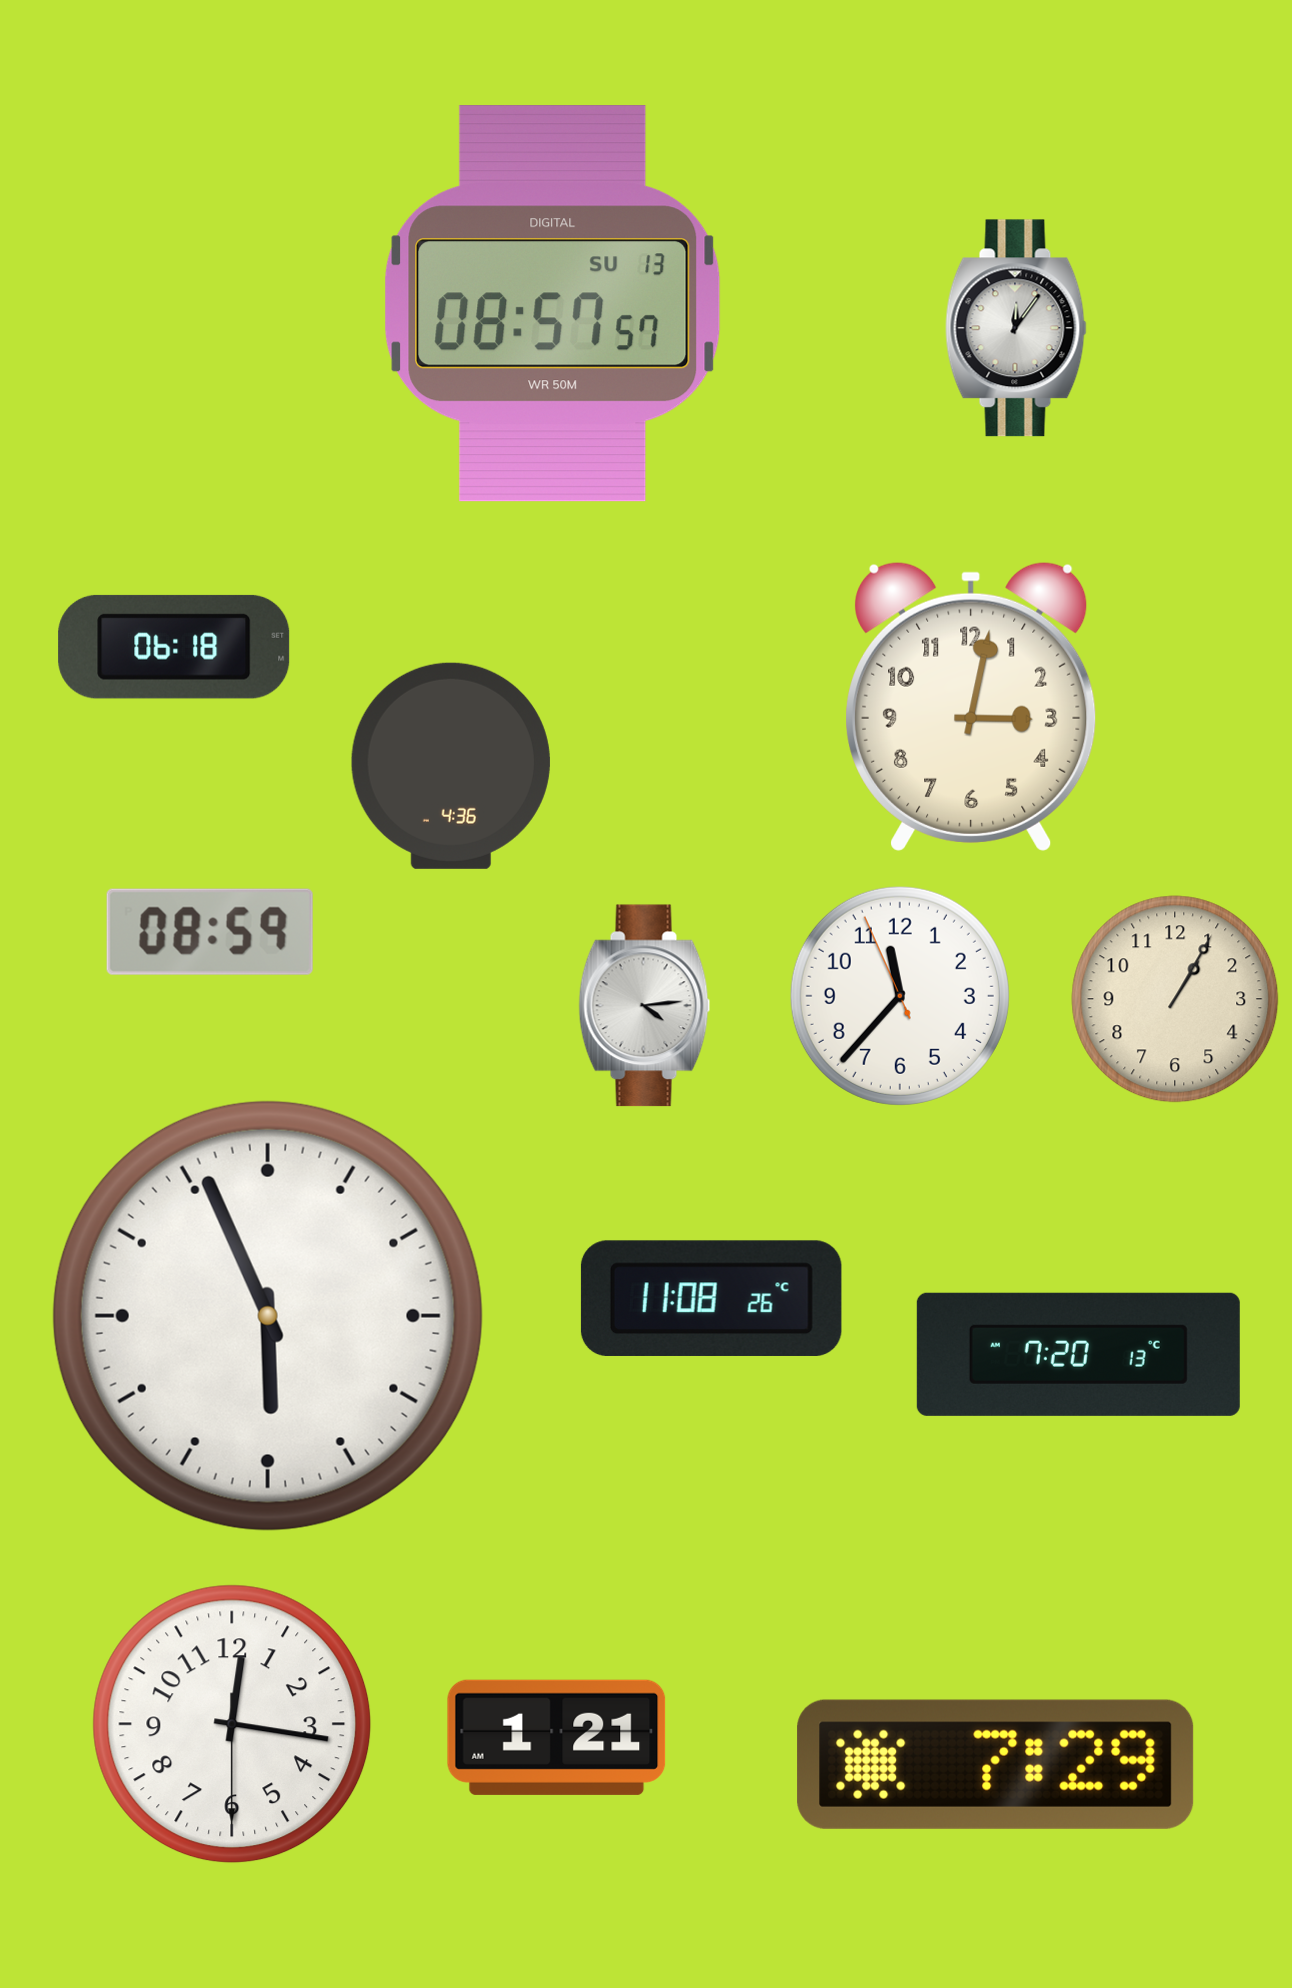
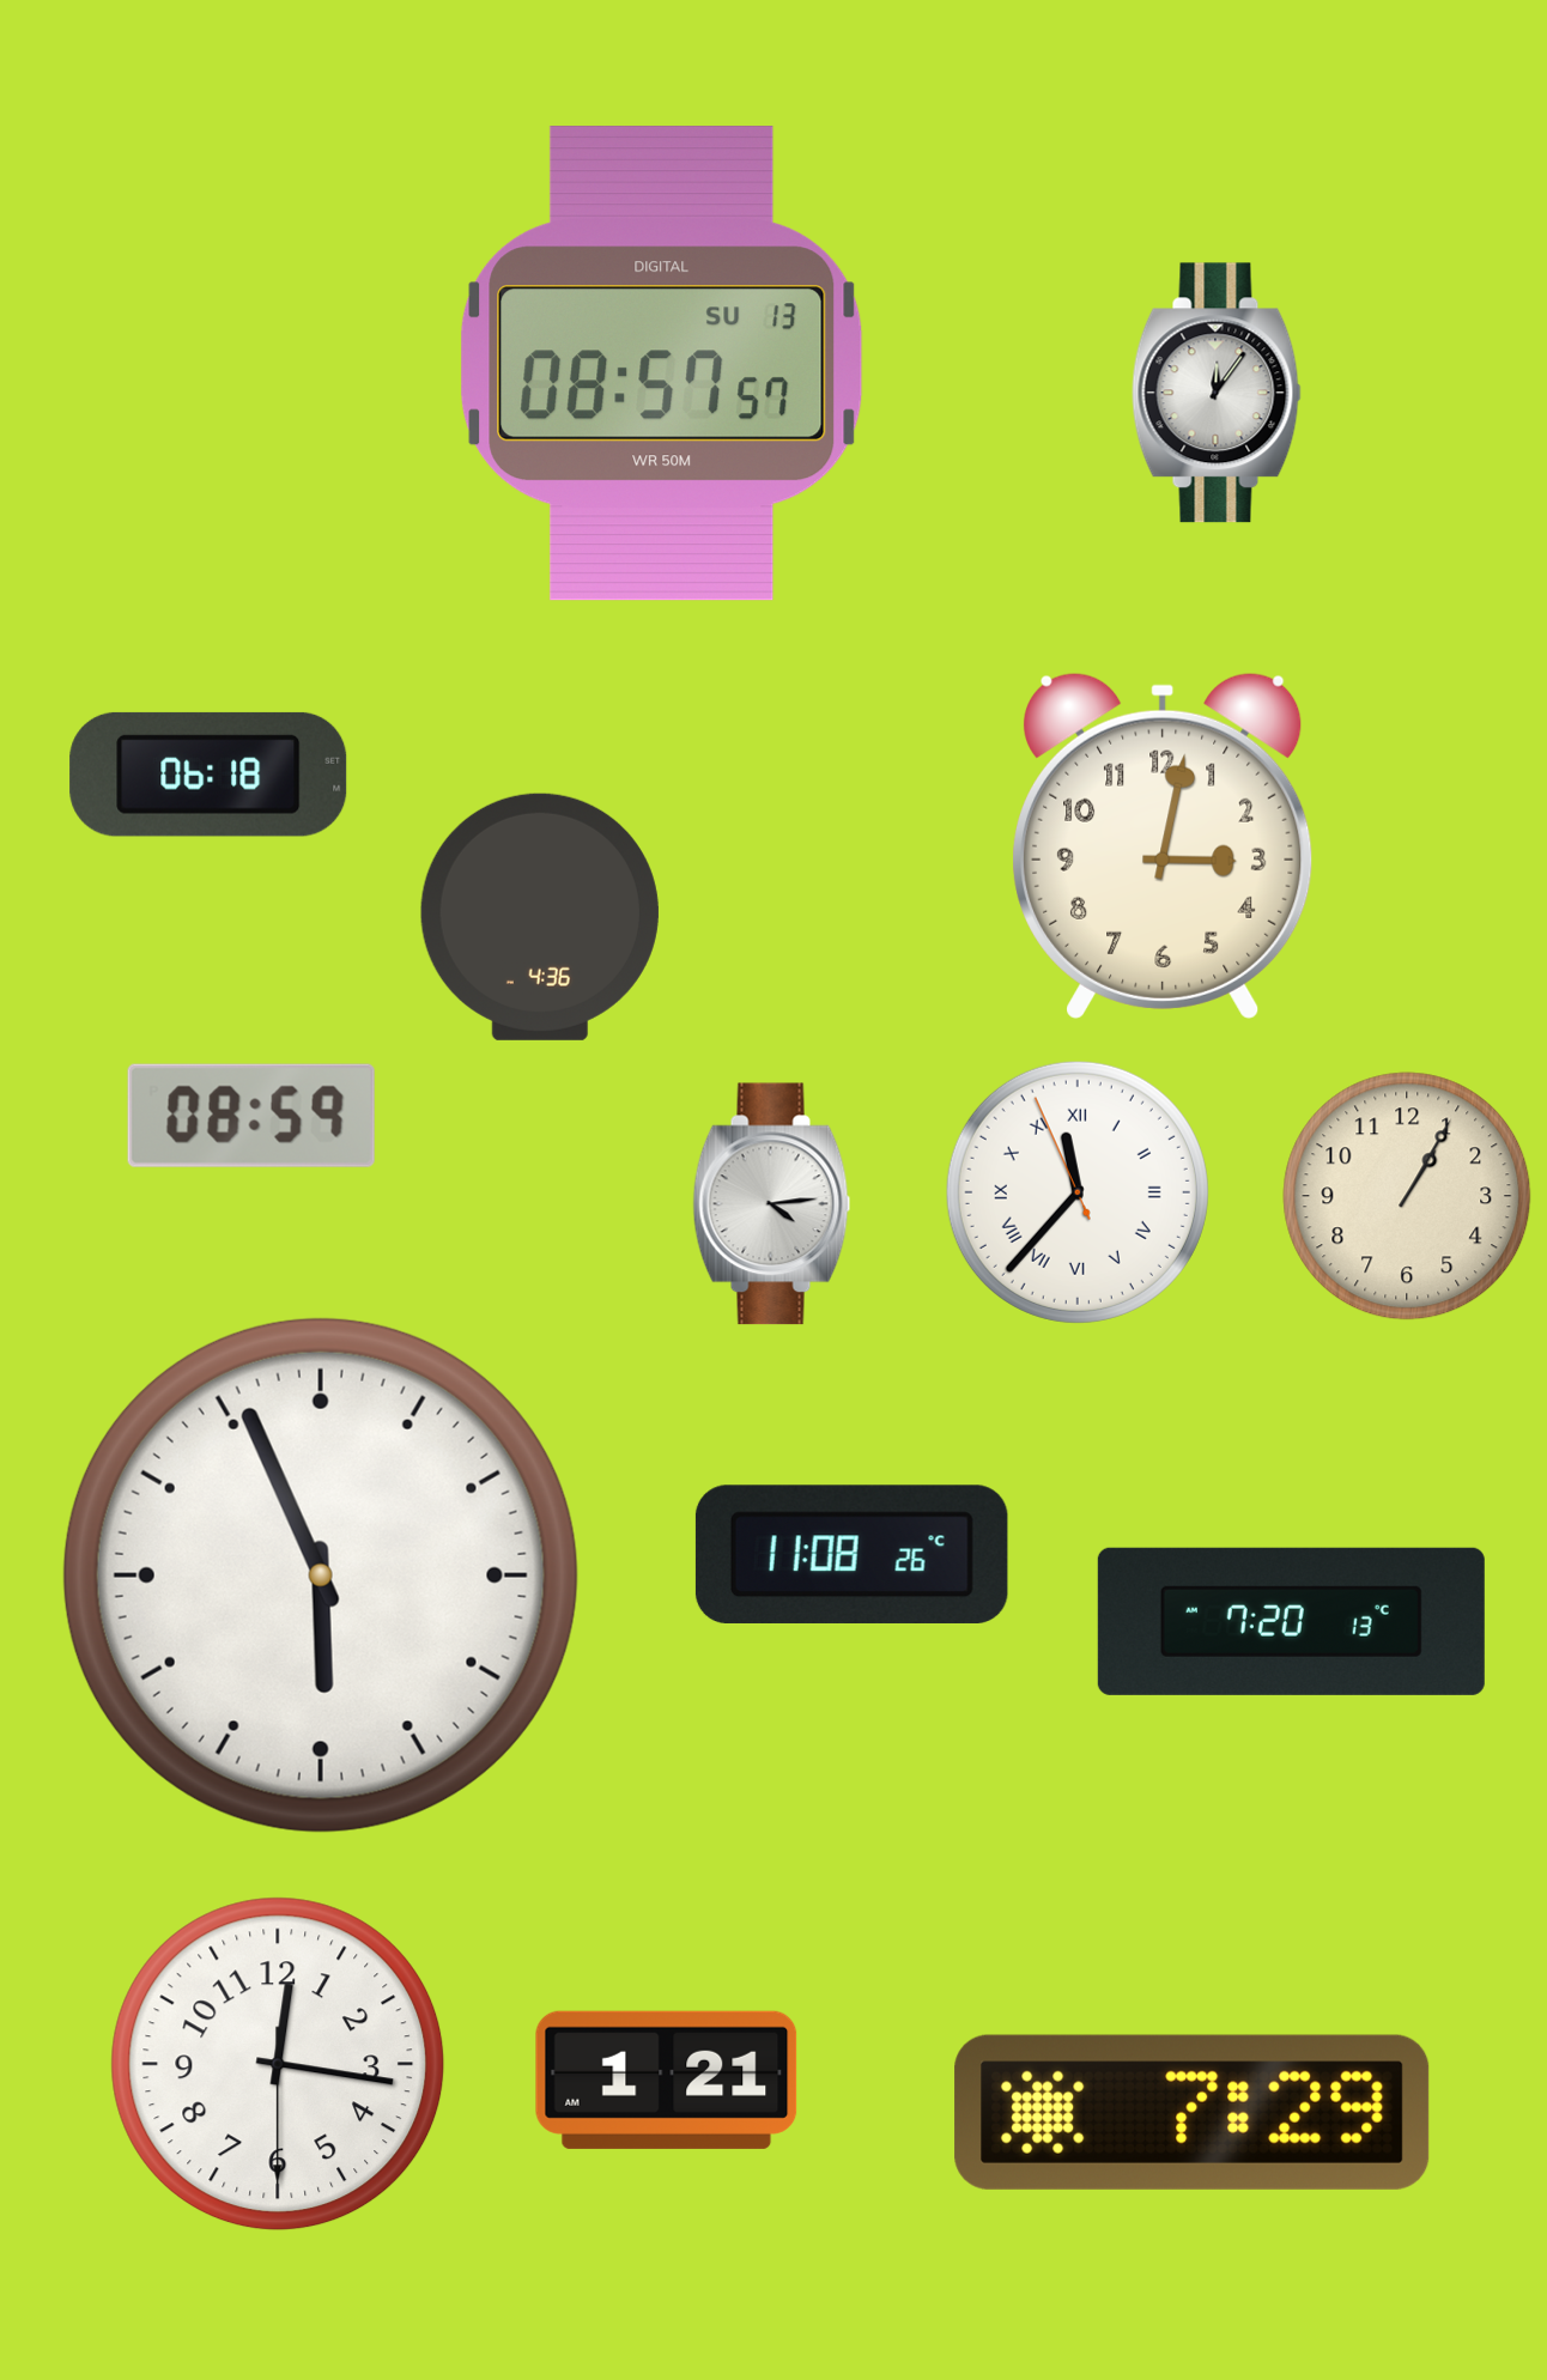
clock at (900, 996) numerals: Arabic -> Roman
